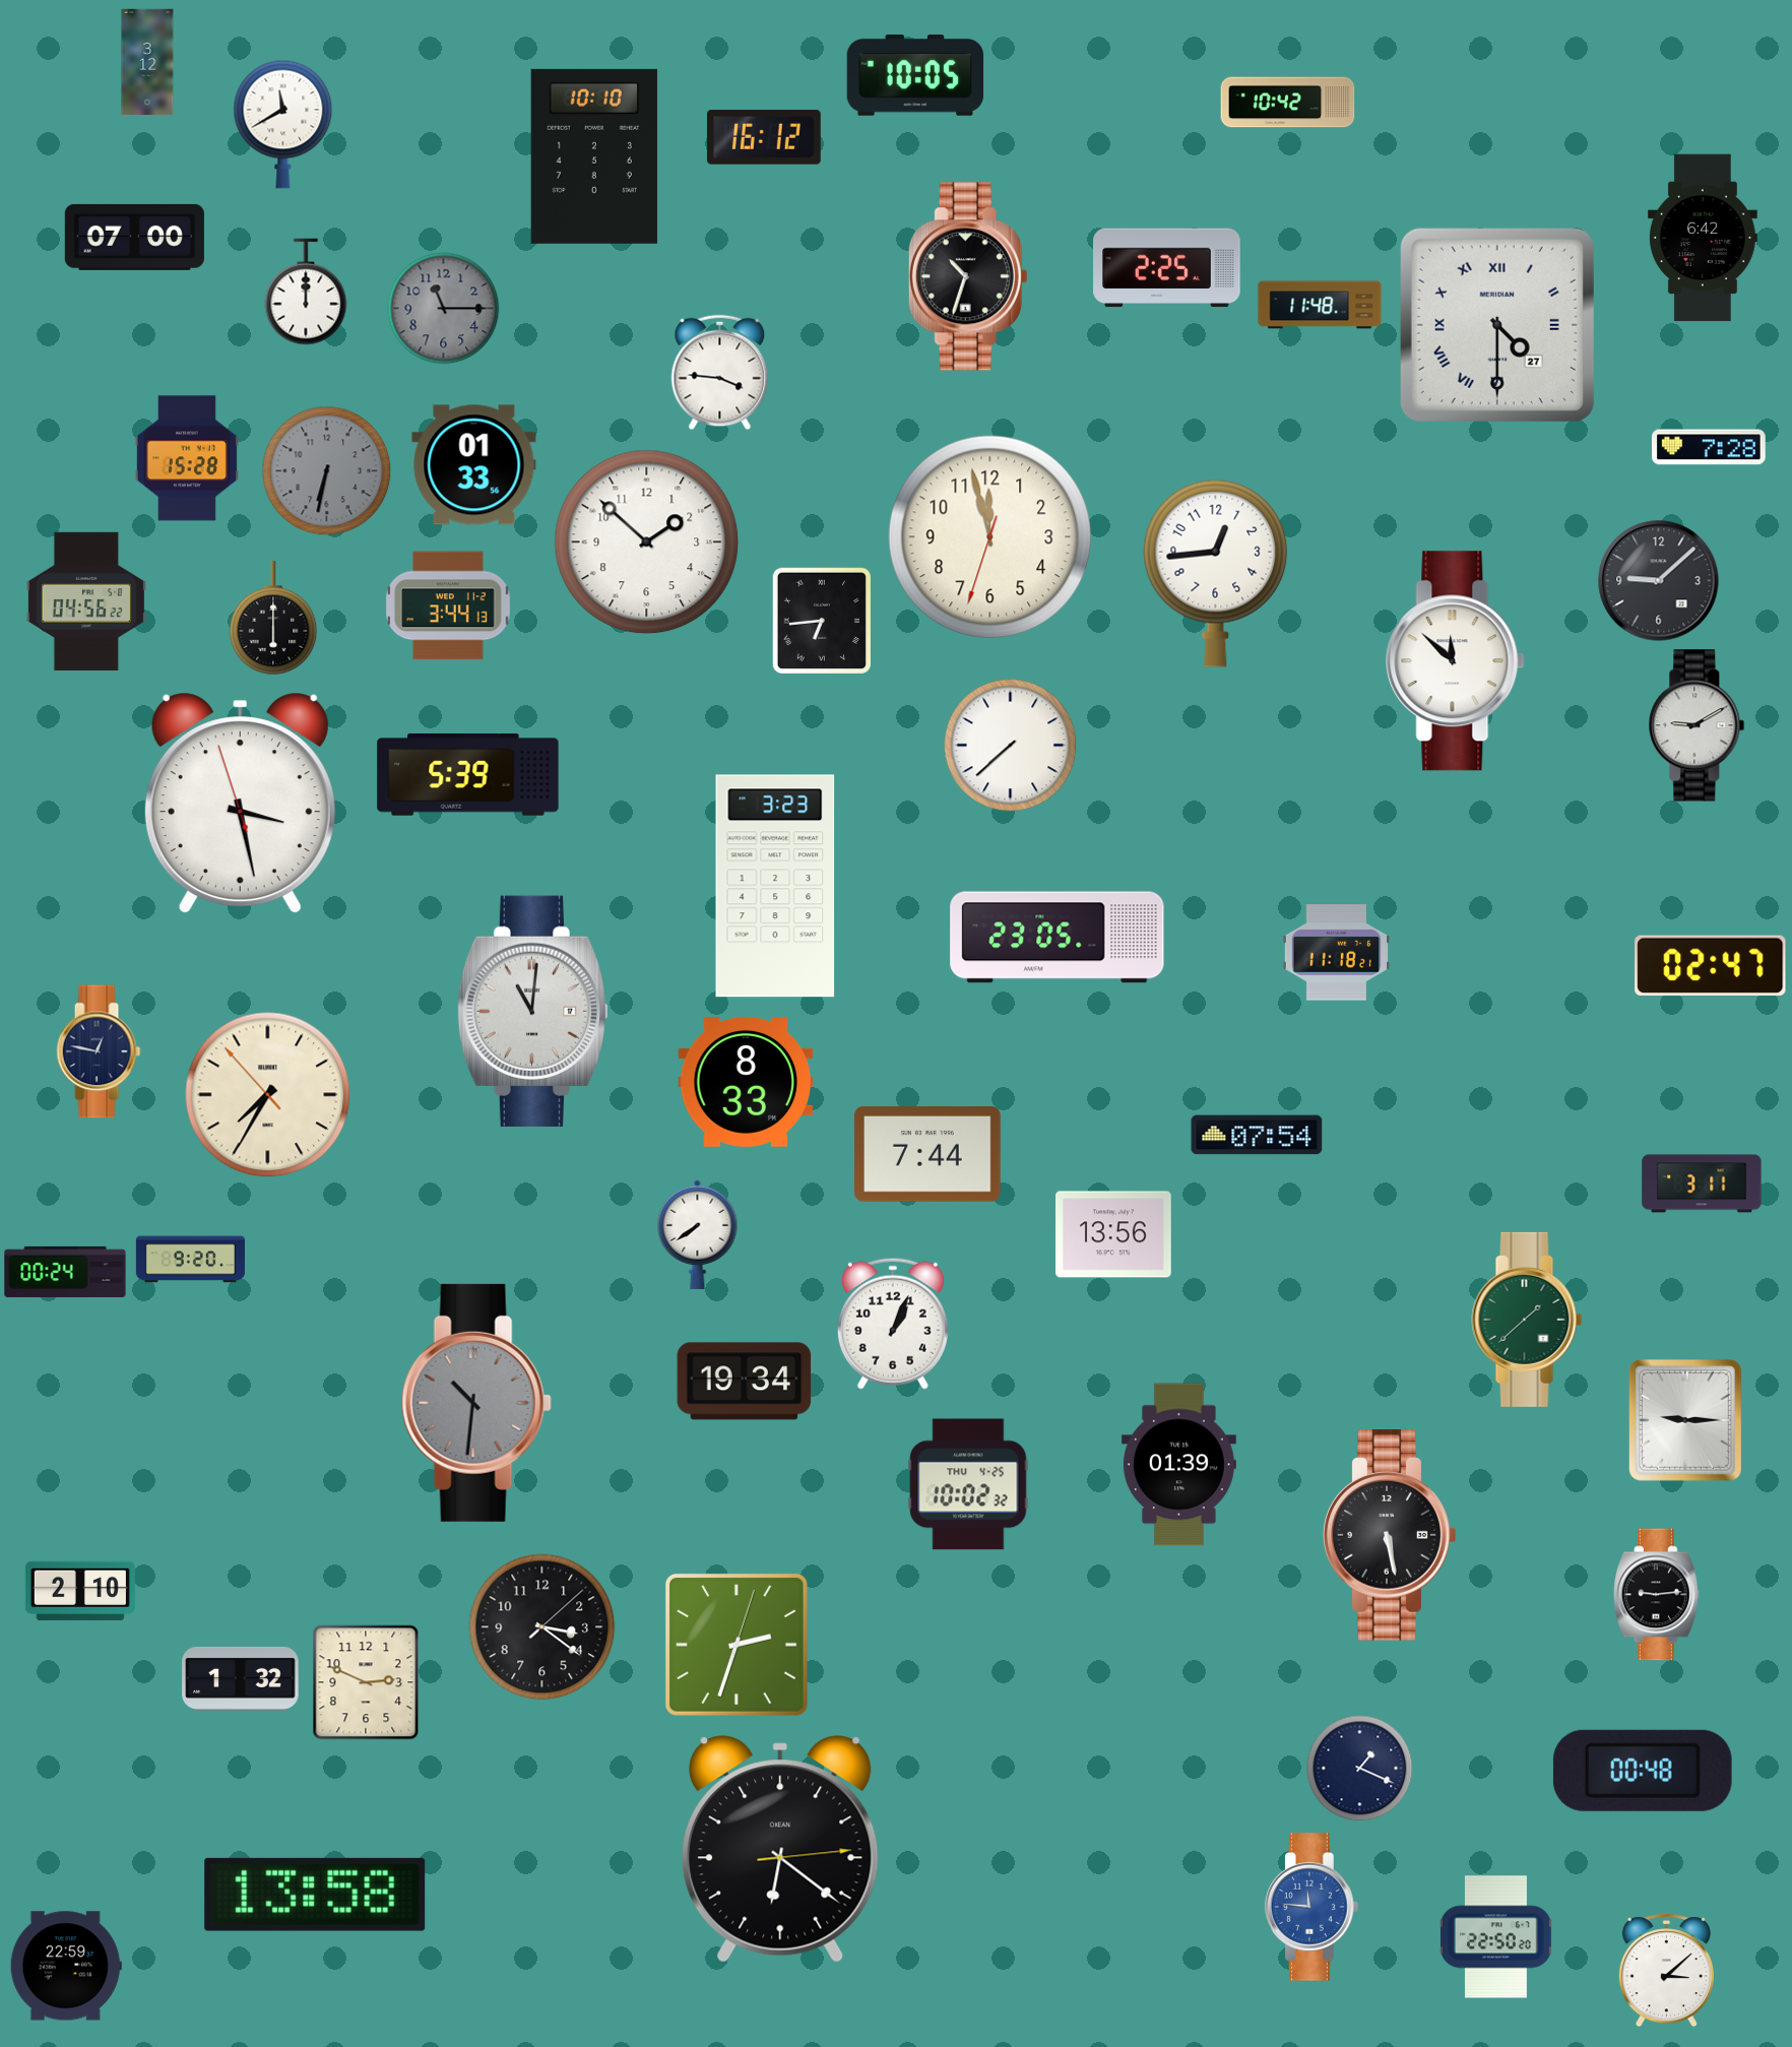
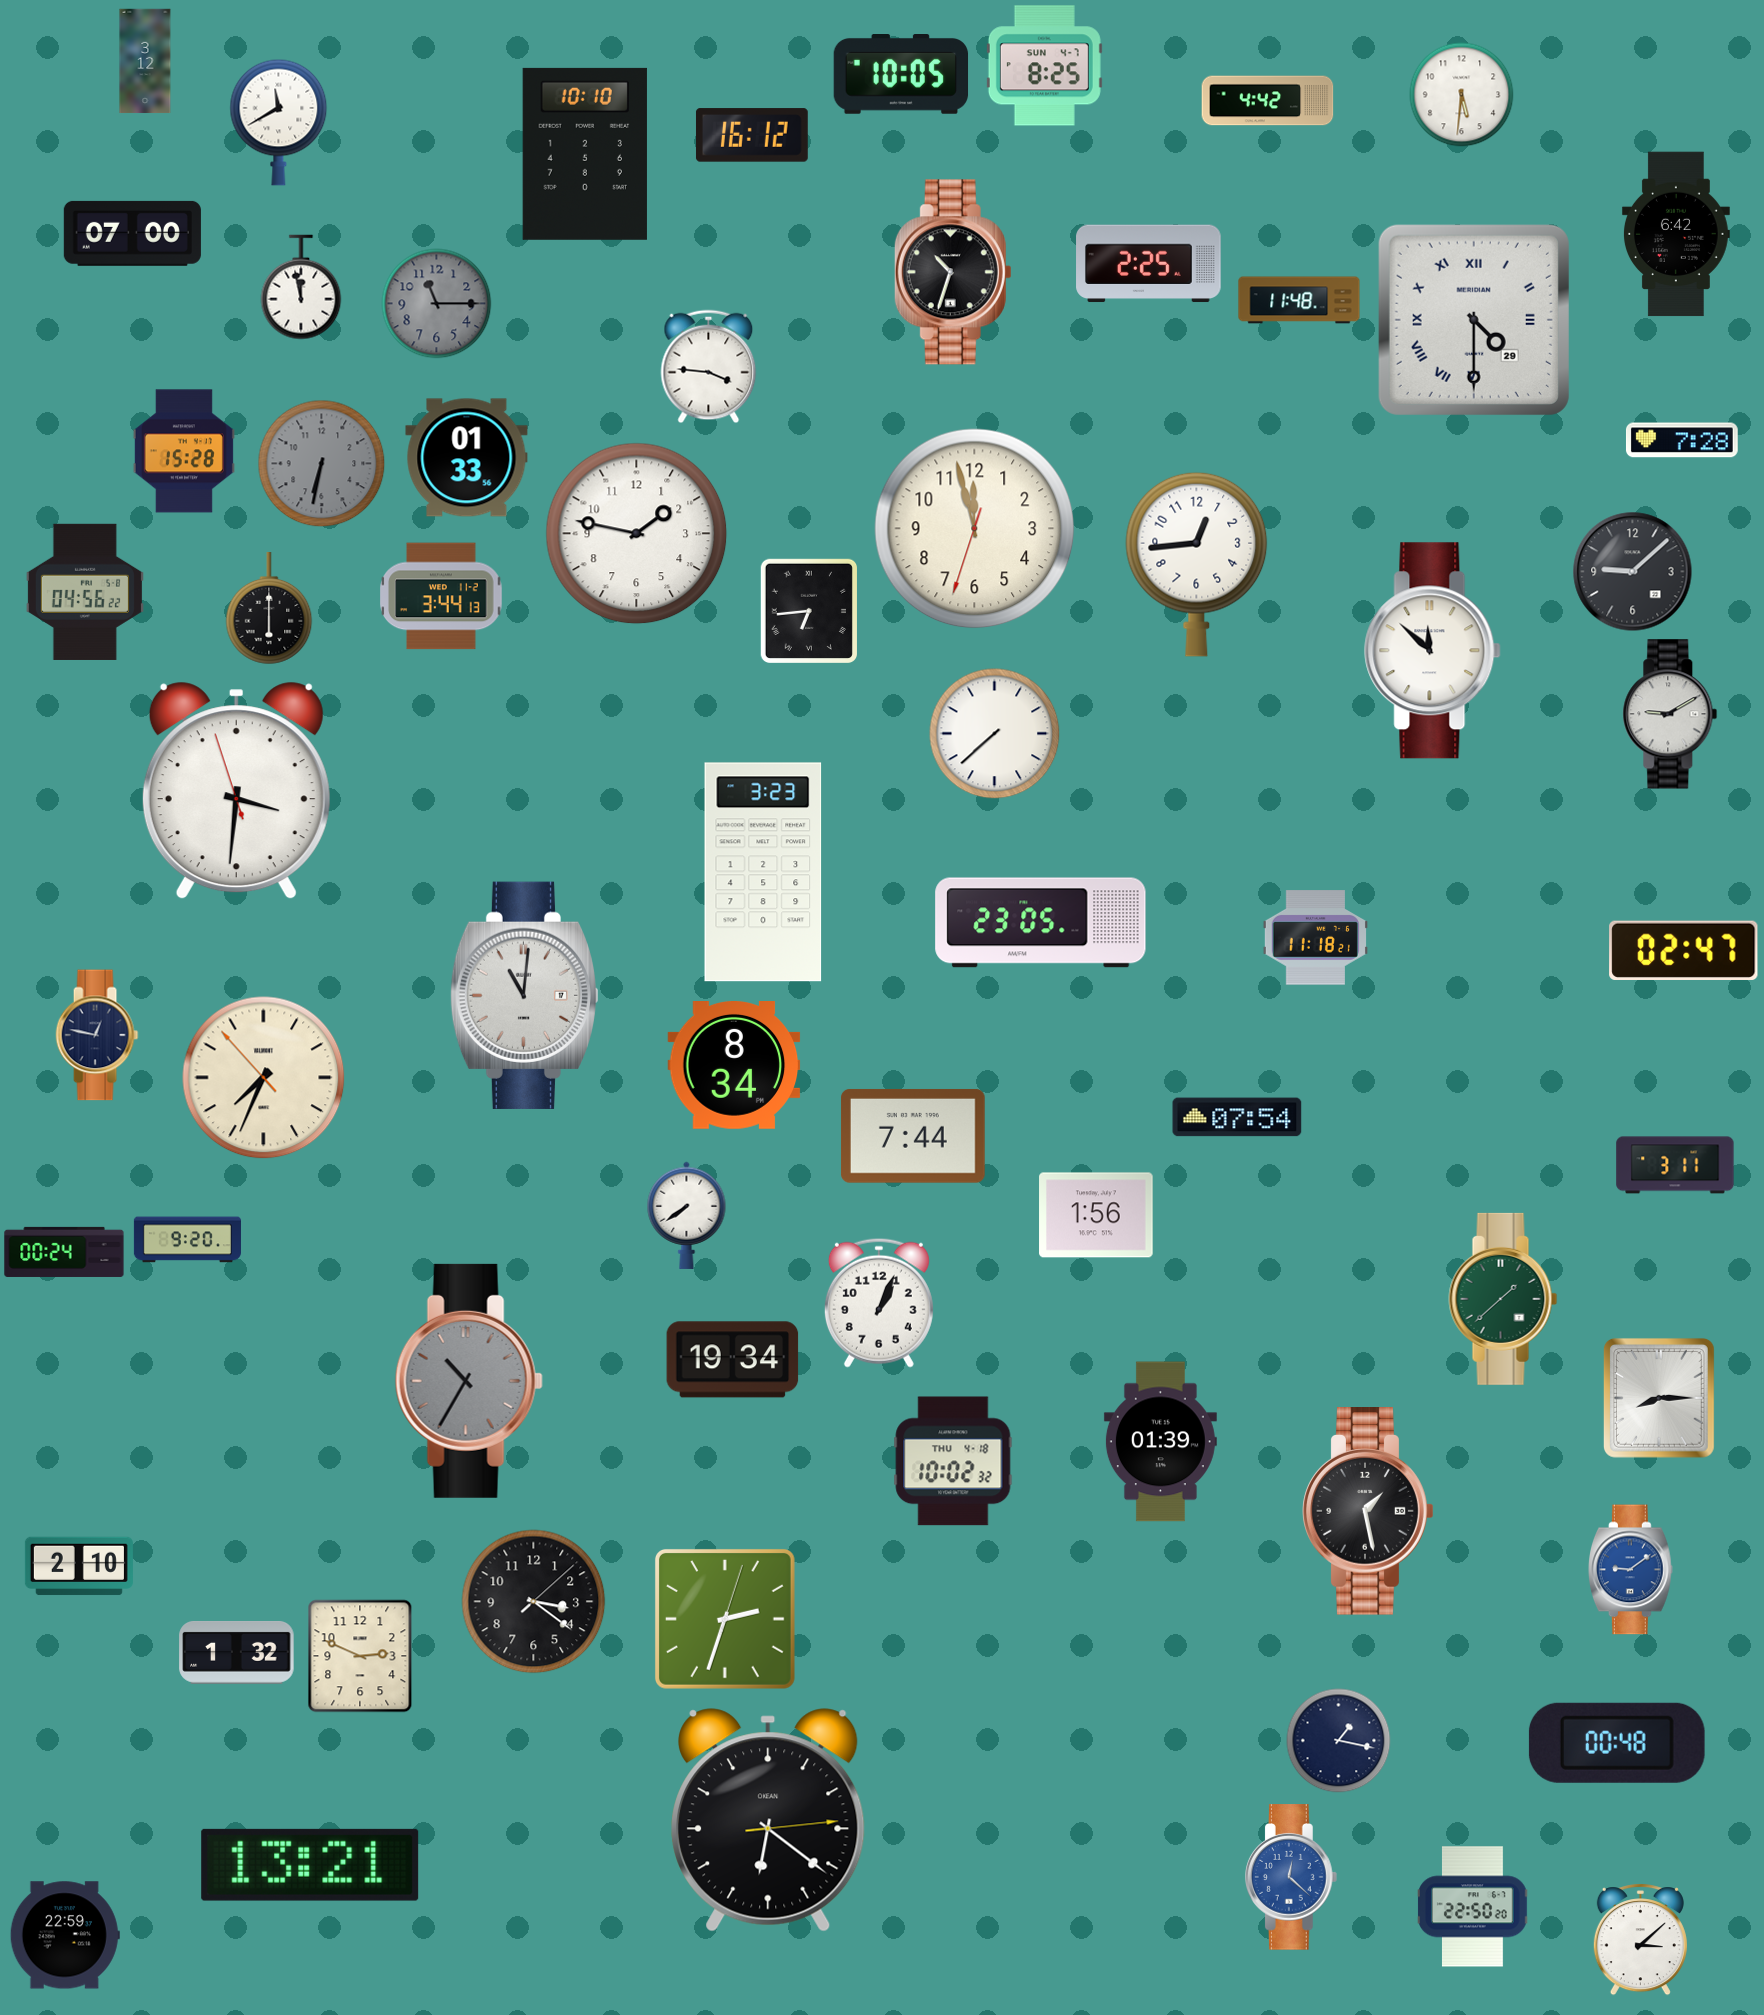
clock at (1044, 66): none -> 8:25
clock at (1462, 95): none -> 5:31
clock at (1288, 103): 10:42 -> 4:42
clock at (306, 292): 12:00 -> 11:58
clock at (1497, 325) date: 27 -> 29
clock at (647, 542): 1:52 -> 1:47
clock at (468, 775): 5:39 -> none
clock at (240, 804): 3:27 -> 3:30
clock at (746, 1083): 8:33 -> 8:34
clock at (268, 1095): 7:34 -> 7:33
clock at (1113, 1234): 13:56 -> 1:56
clock at (476, 1403): 10:31 -> 10:35
clock at (1685, 1420): 9:15 -> 8:15
clock at (968, 1484) date: THU 4-25 -> THU 4-18
clock at (1390, 1536): 5:28 -> 1:28
clock at (1657, 1595): 9:14 -> 9:09
clock at (1657, 1595) dial: black -> blue
clock at (1360, 1769): 1:19 -> 1:17
clock at (315, 1895): 13:58 -> 13:21
clock at (1313, 1907): 11:46 -> 12:22
